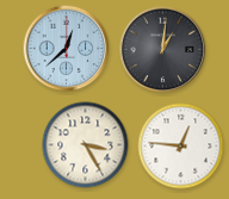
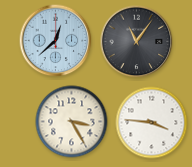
clock at (163, 50): 1:01 -> 11:06
clock at (181, 147): 12:46 -> 3:46
